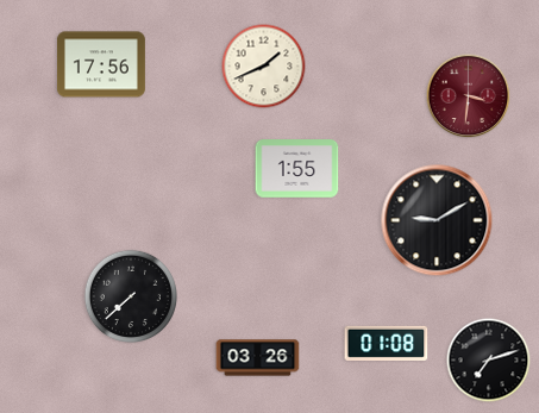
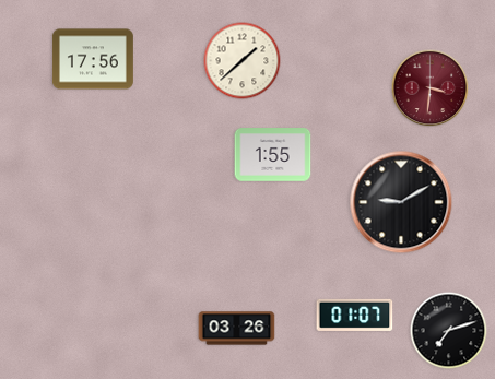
clock at (264, 67): 1:41 -> 1:38
clock at (130, 295): 7:38 -> none
clock at (387, 343): 01:08 -> 01:07
